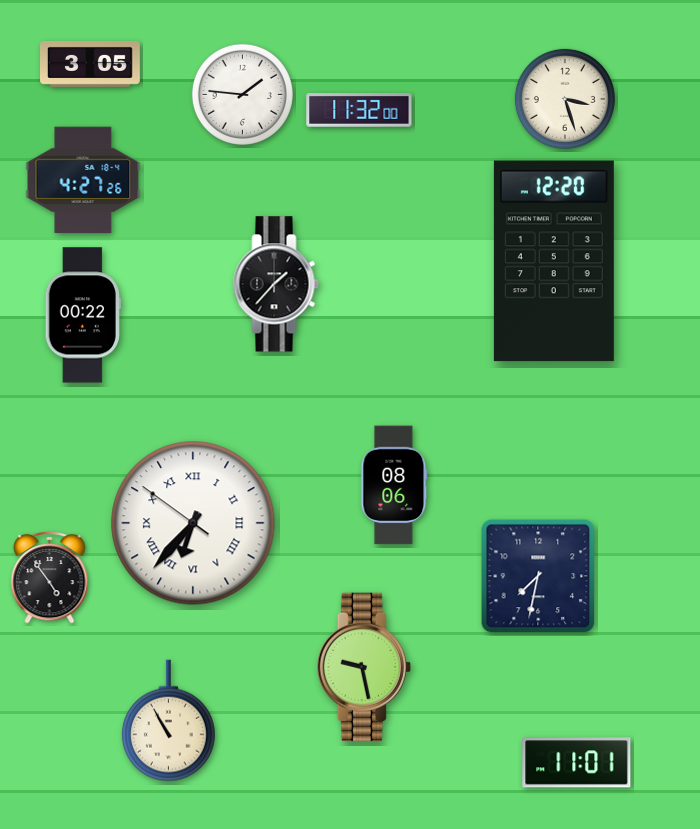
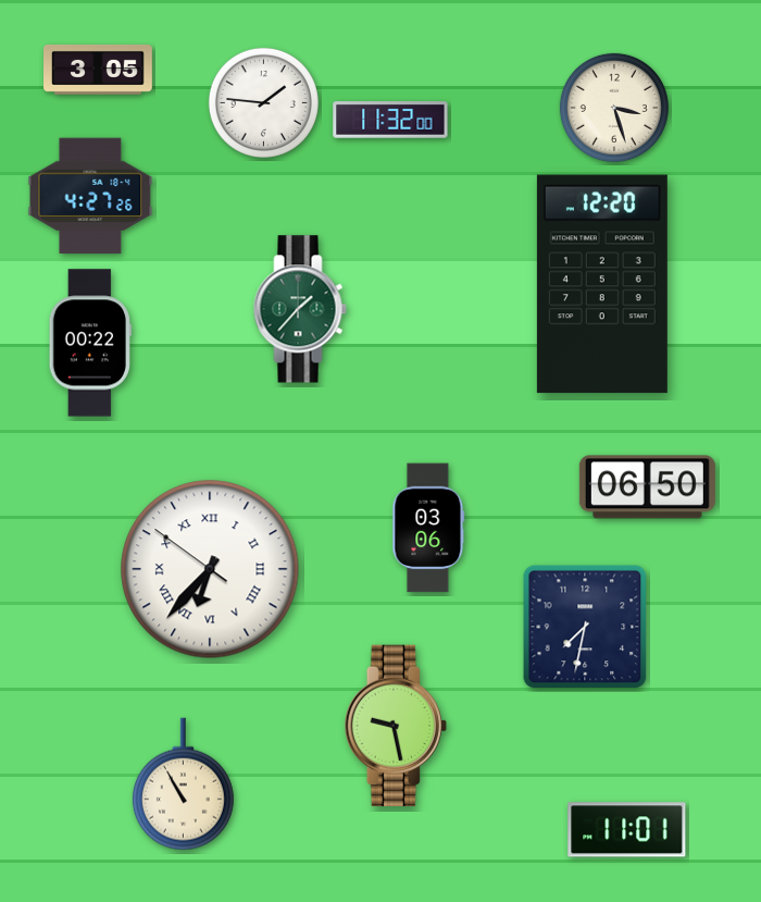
clock at (276, 284) dial: black -> green
clock at (647, 487): none -> 06:50
clock at (394, 485): 08:06 -> 03:06
clock at (50, 577): 4:54 -> none
